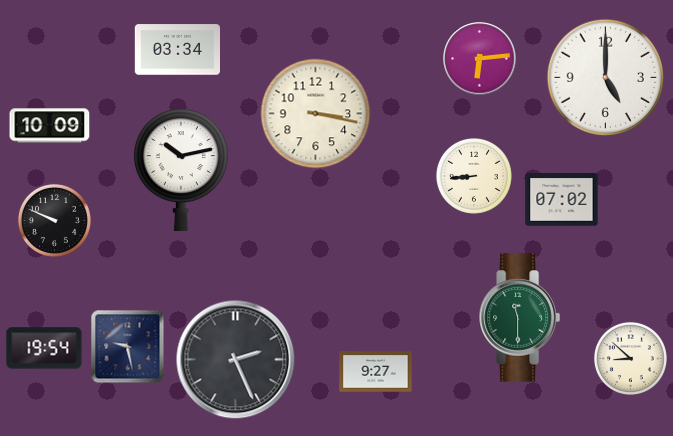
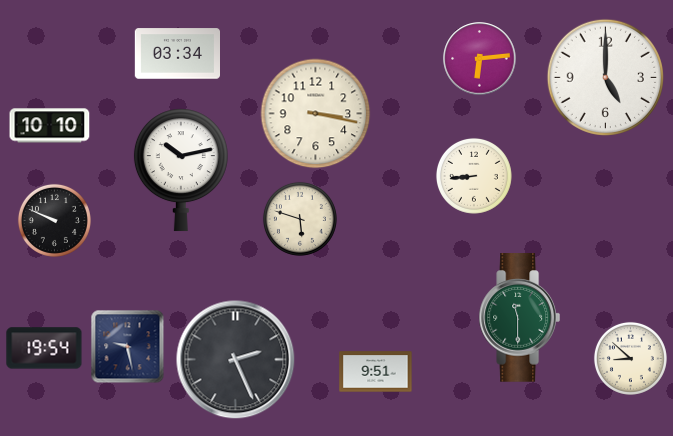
clock at (177, 50) position: (177, 50) -> (177, 54)
clock at (50, 126): 10:09 -> 10:10
clock at (562, 200): 07:02 -> none
clock at (300, 219): none -> 5:48
clock at (376, 372): 9:27 -> 9:51
